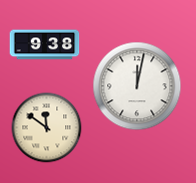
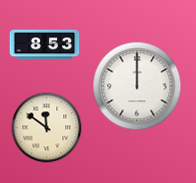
clock at (45, 45): 9:38 -> 8:53
clock at (137, 86): 12:02 -> 12:00
